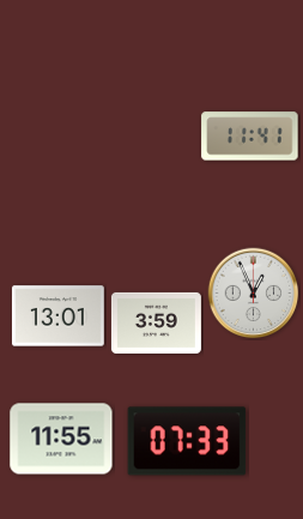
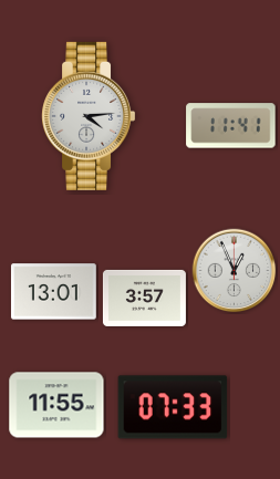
clock at (89, 116): none -> 4:14
clock at (156, 322): 3:59 -> 3:57
